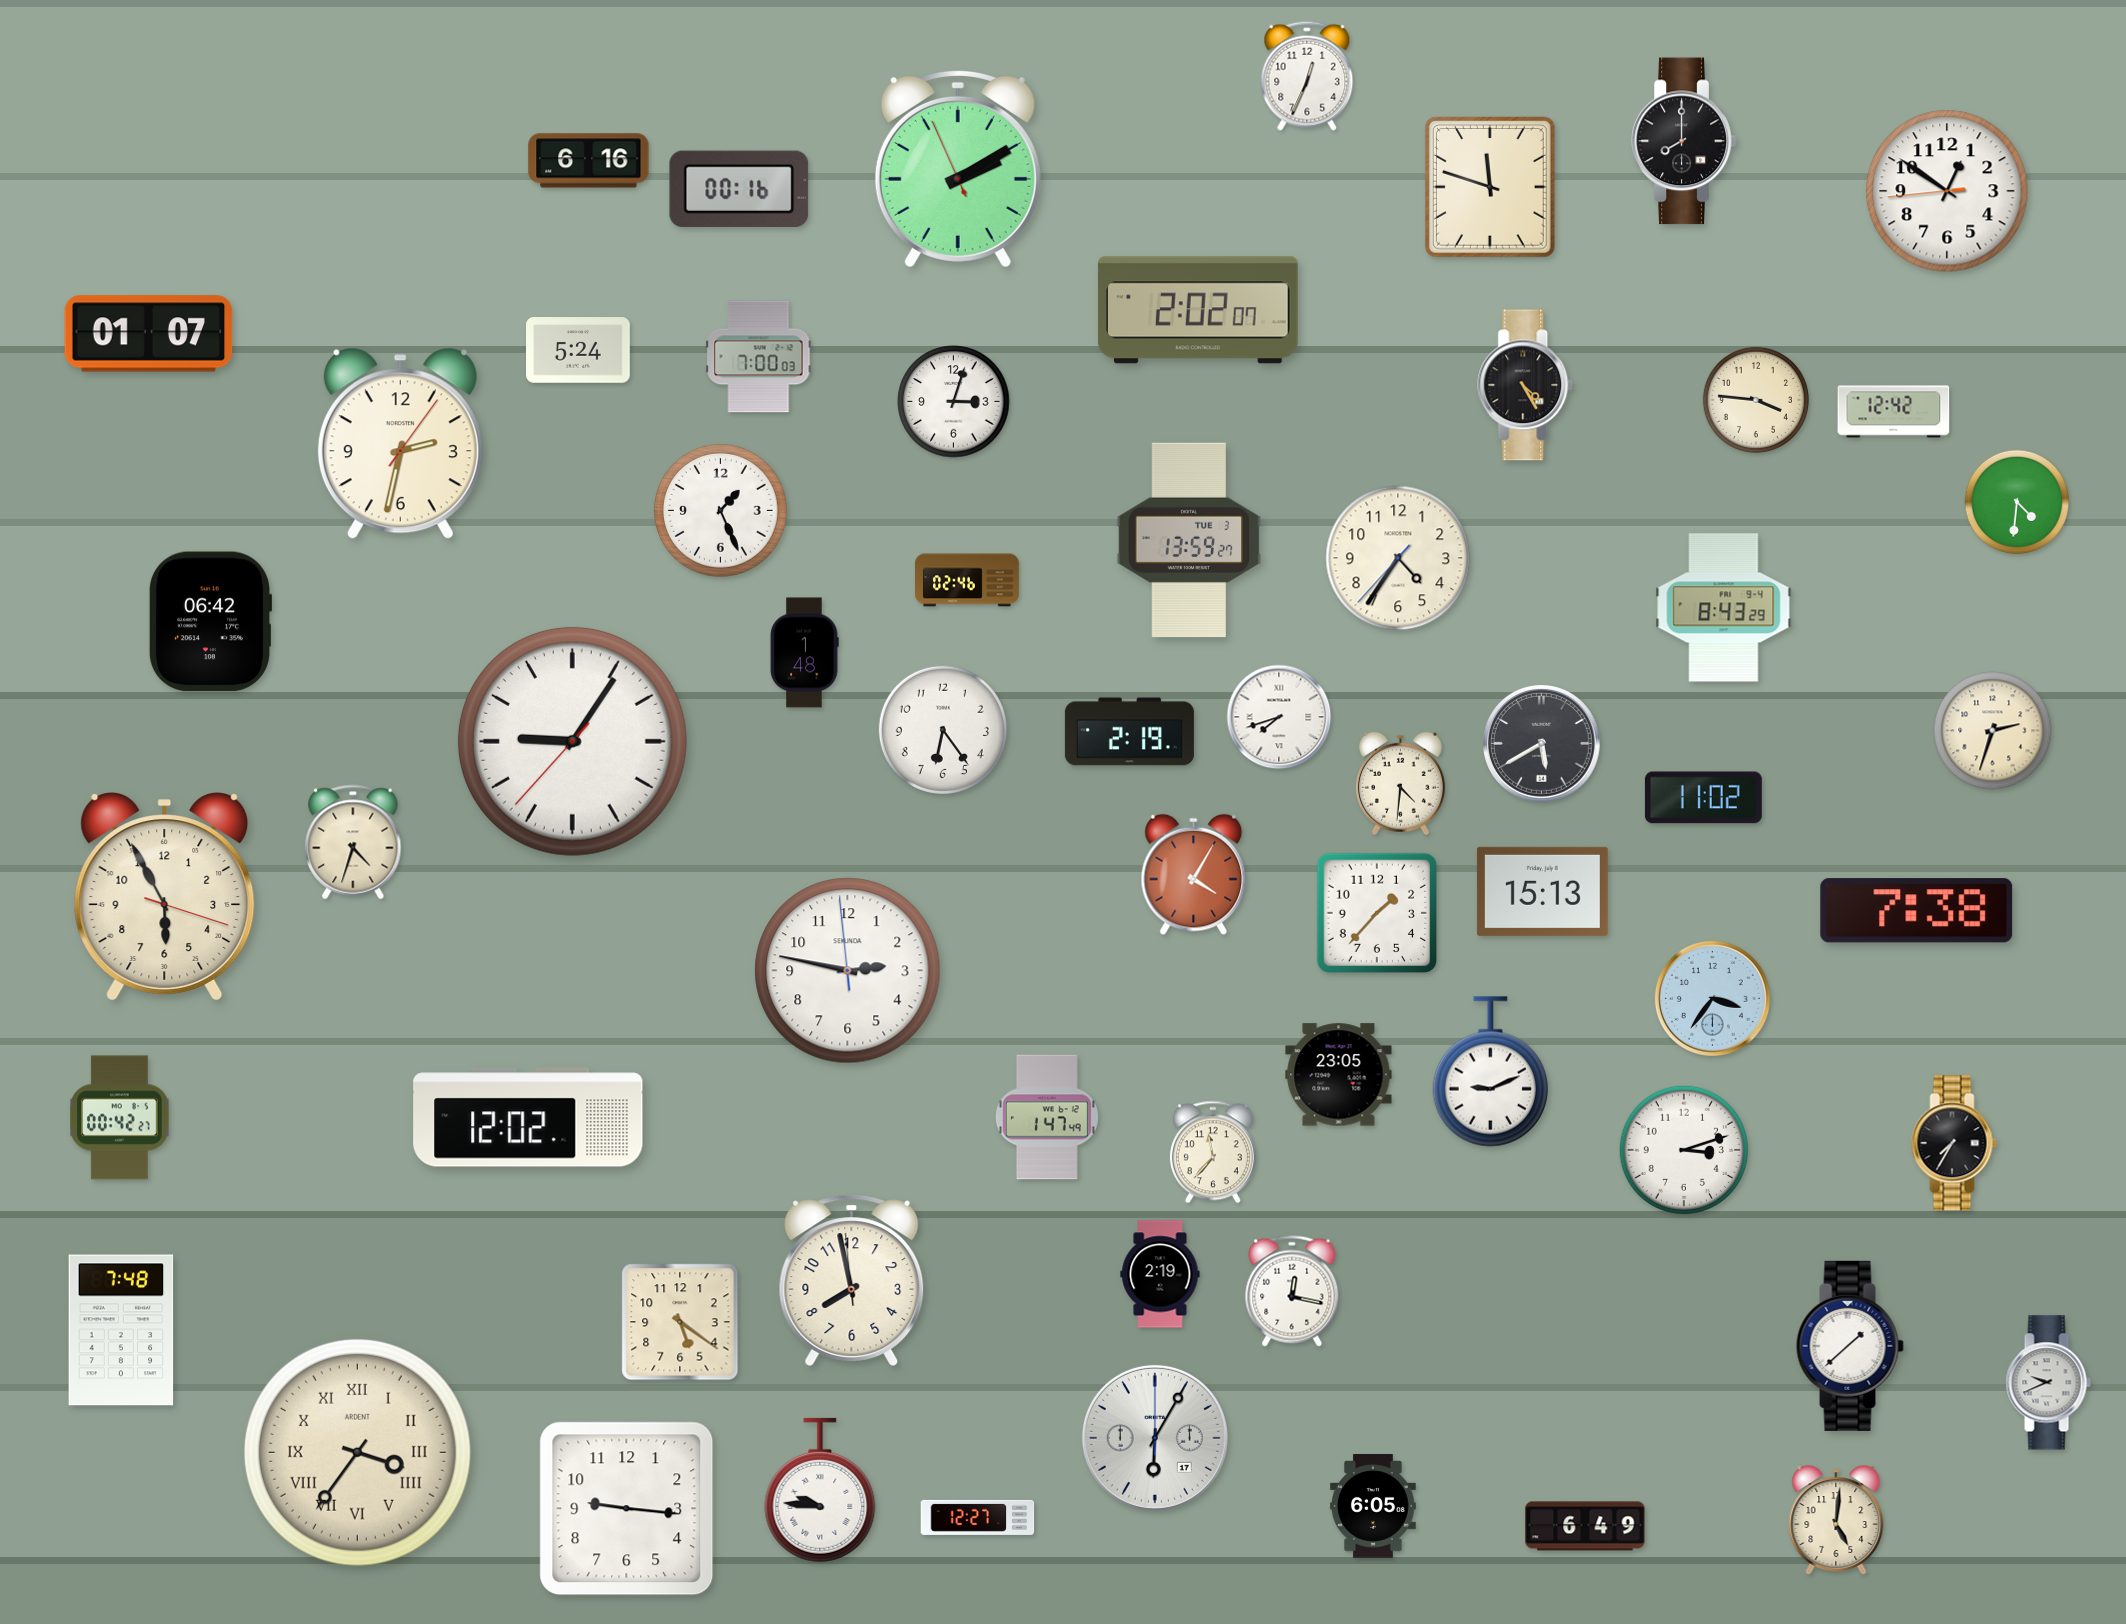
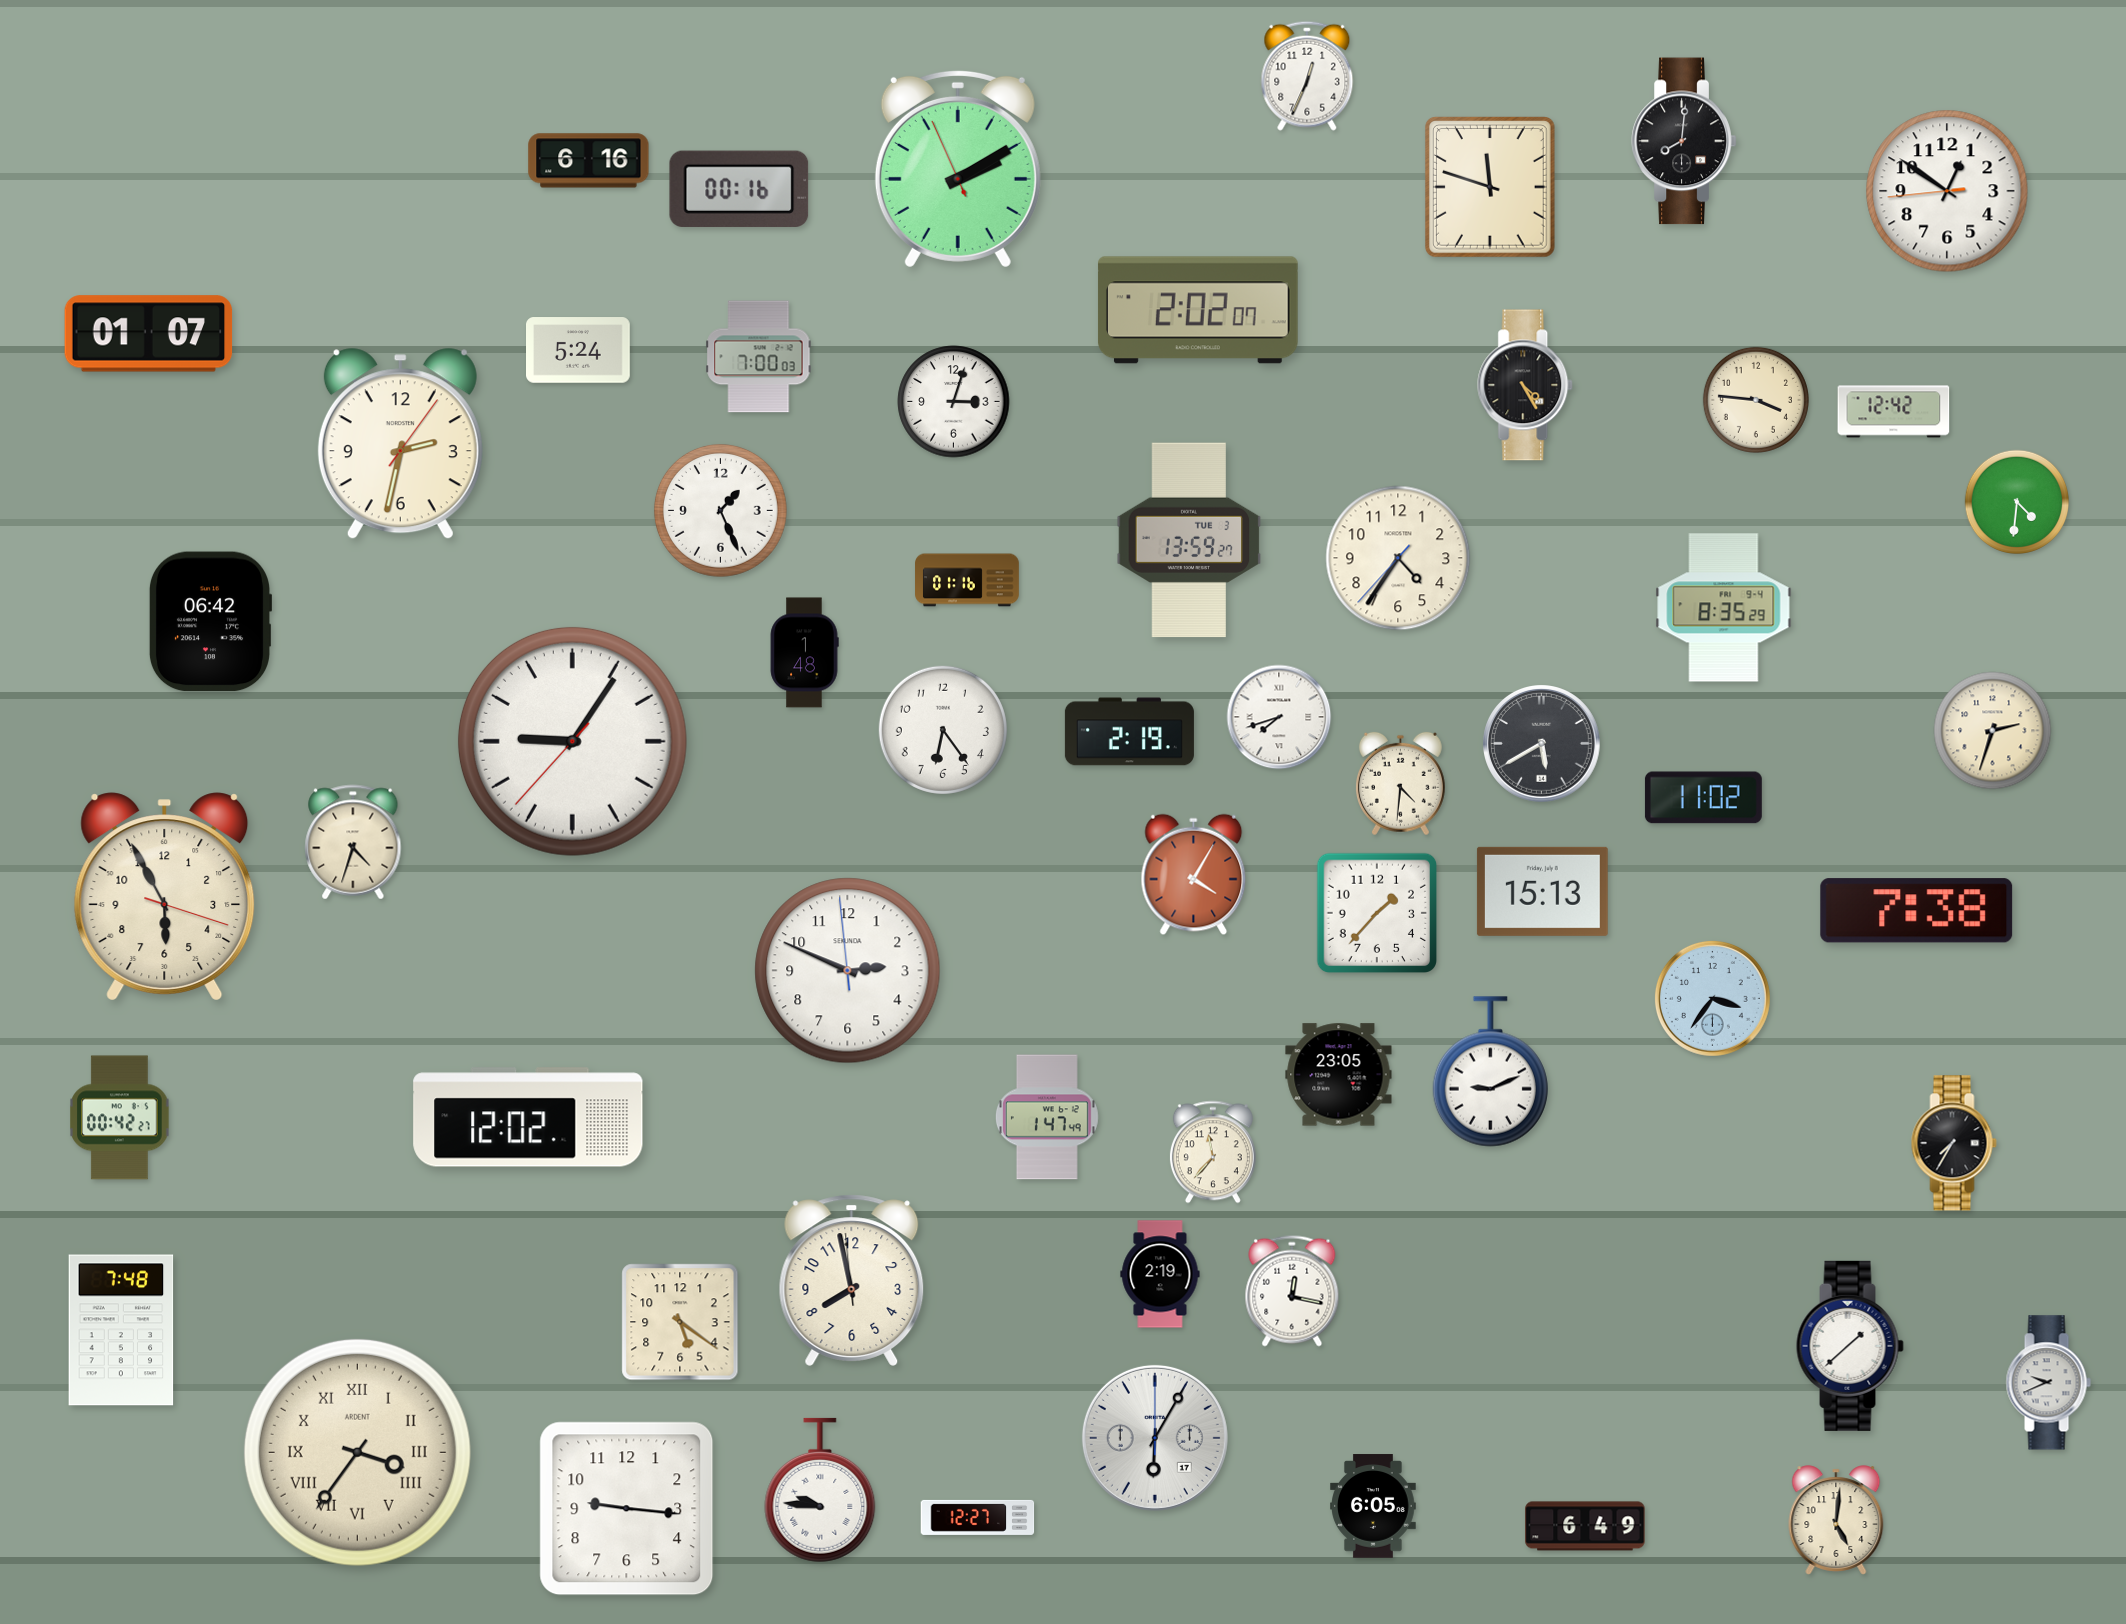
clock at (1684, 141): 8:00 -> 8:01
clock at (967, 580): 02:46 -> 01:16
clock at (1724, 608): 8:43 -> 8:35
clock at (848, 971): 2:46 -> 2:48
clock at (1684, 1150): 3:12 -> none
